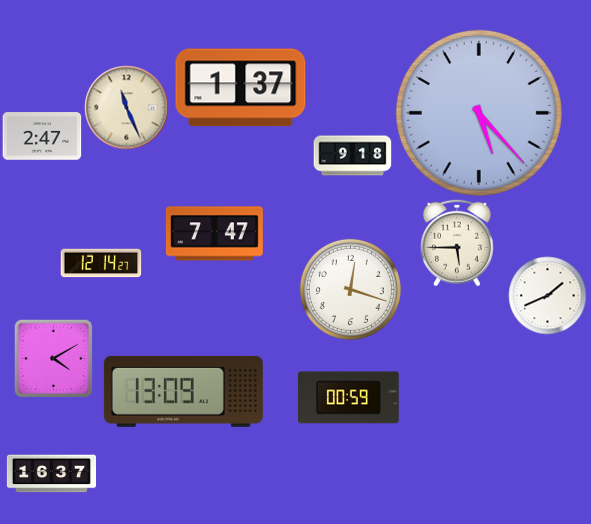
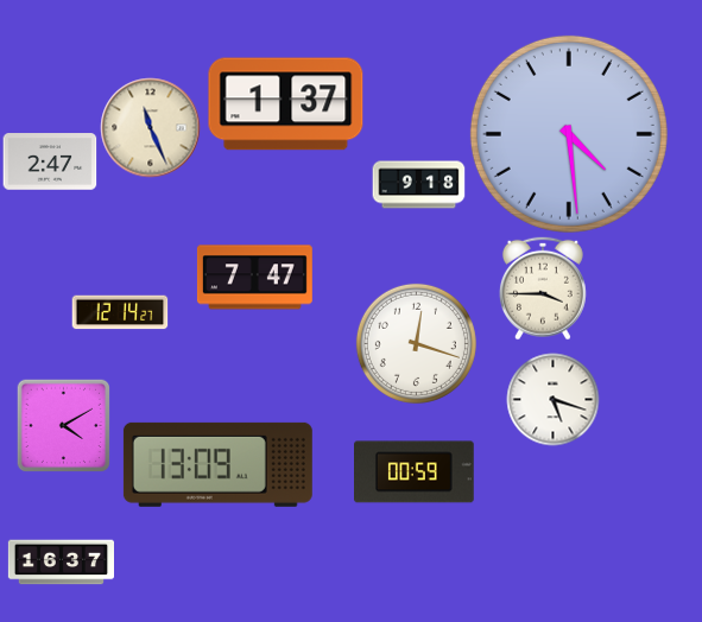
clock at (479, 113): 5:23 -> 4:29
clock at (457, 243): 5:45 -> 3:45
clock at (547, 295): 1:41 -> none
clock at (552, 399): none -> 5:18
